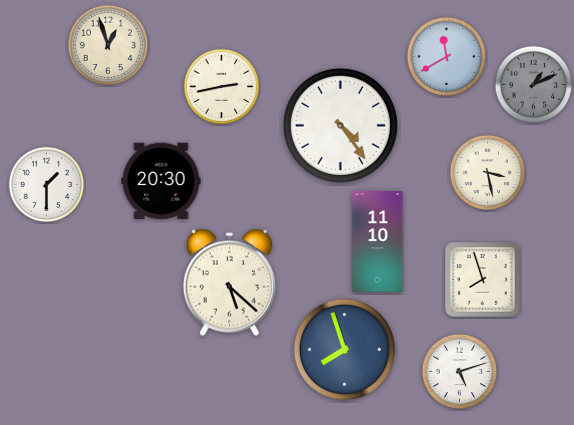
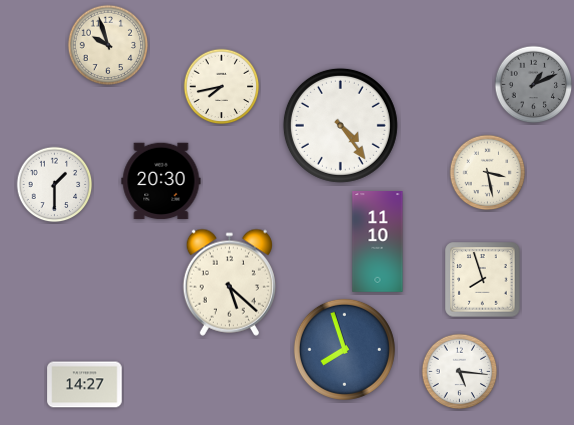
clock at (108, 45): 12:57 -> 9:57
clock at (447, 57): 11:40 -> none
clock at (222, 87): 2:43 -> 7:43
clock at (47, 185) position: (47, 185) -> (55, 185)
clock at (460, 372): 5:12 -> 5:16
clock at (85, 385): none -> 14:27
